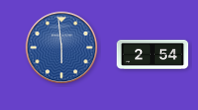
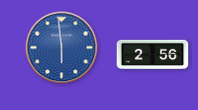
clock at (153, 55): 2:54 -> 2:56
